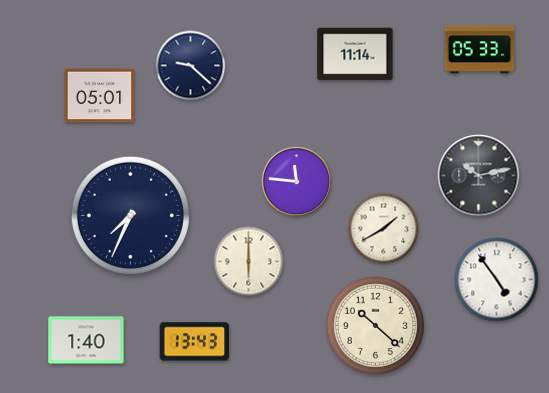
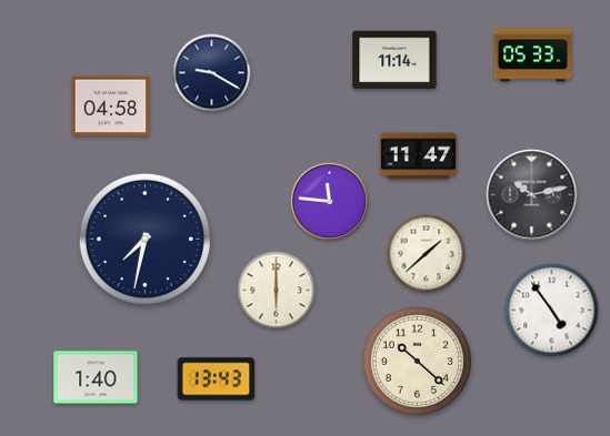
clock at (191, 66): 9:22 -> 9:20
clock at (100, 96): 05:01 -> 04:58
clock at (419, 156): none -> 11:47
clock at (130, 215): 7:34 -> 7:32
clock at (384, 229): 1:40 -> 1:38
